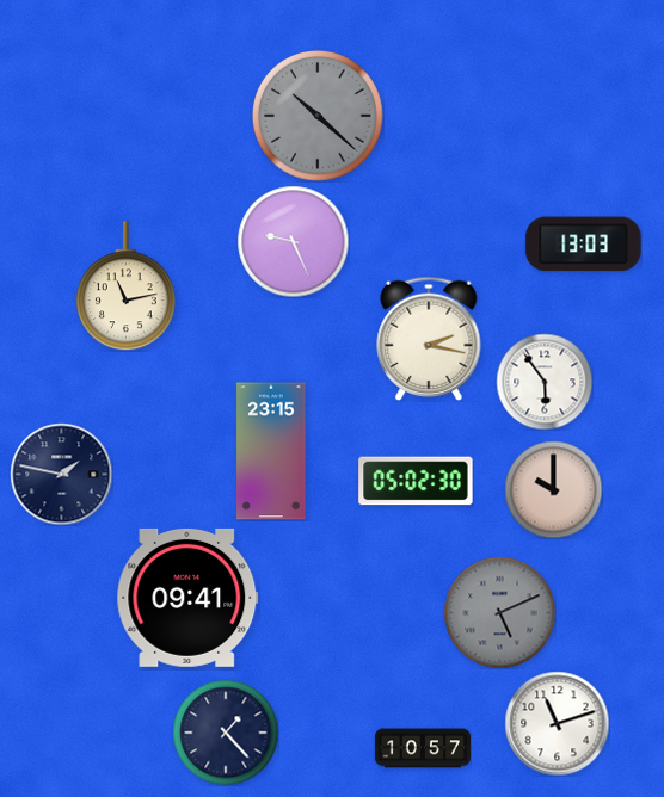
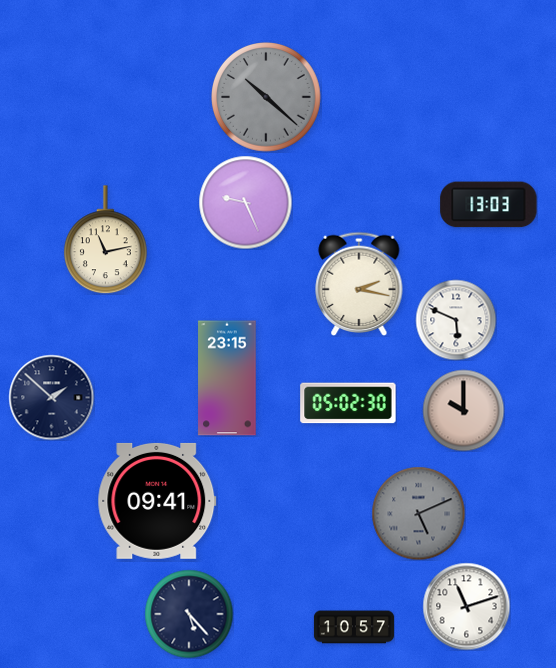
clock at (545, 382): 5:54 -> 5:49
clock at (61, 474): 1:47 -> 1:52
clock at (226, 733): 1:23 -> 5:23
